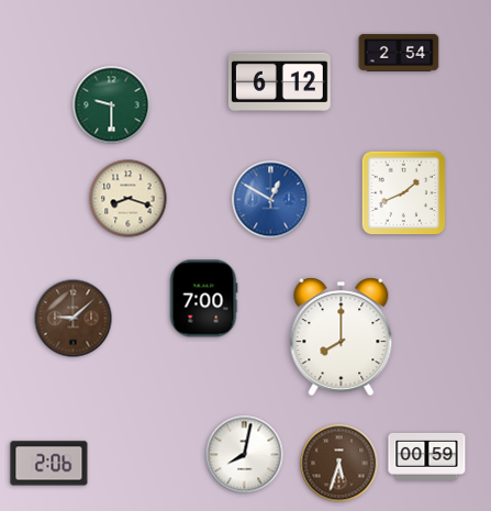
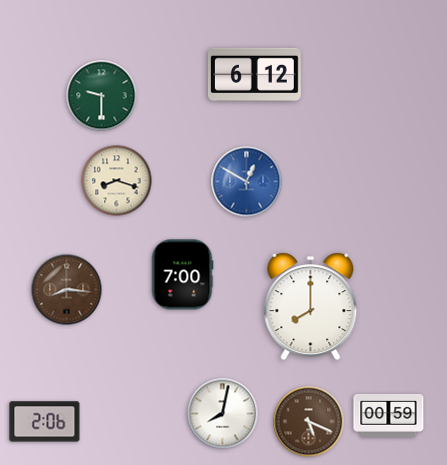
clock at (399, 53): 2:54 -> none
clock at (404, 193): 1:41 -> none
clock at (203, 299) position: (203, 299) -> (182, 275)
clock at (74, 319): 9:08 -> 8:16
clock at (339, 464): 5:33 -> 5:19
